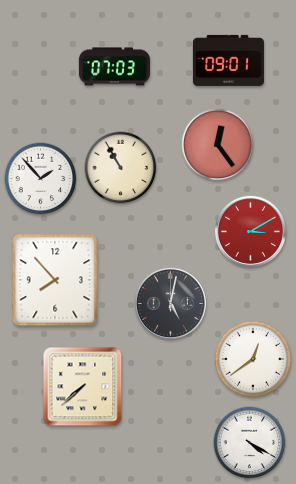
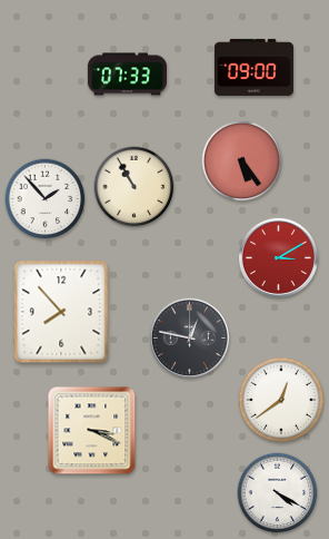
clock at (228, 60): 09:01 -> 09:00
clock at (114, 67): 07:03 -> 07:33
clock at (218, 145): 12:24 -> 5:24
clock at (170, 303): 5:02 -> 12:47
clock at (83, 387): 7:38 -> 3:19
